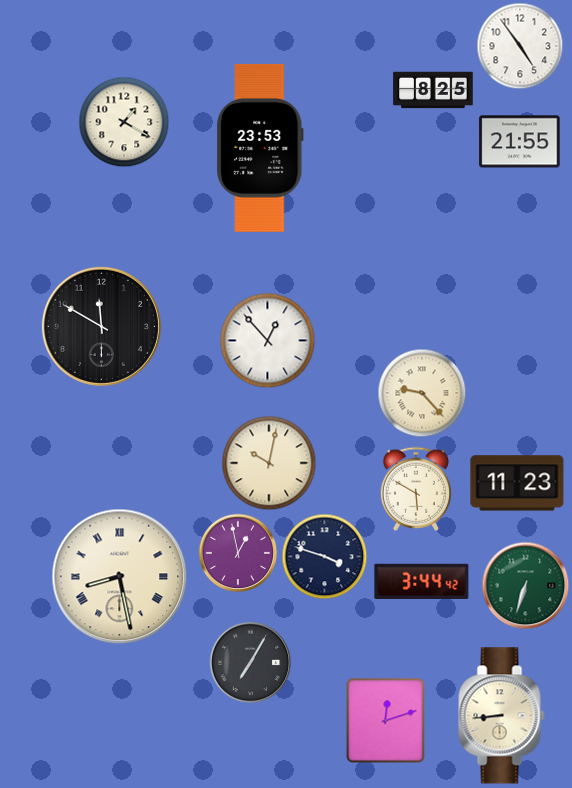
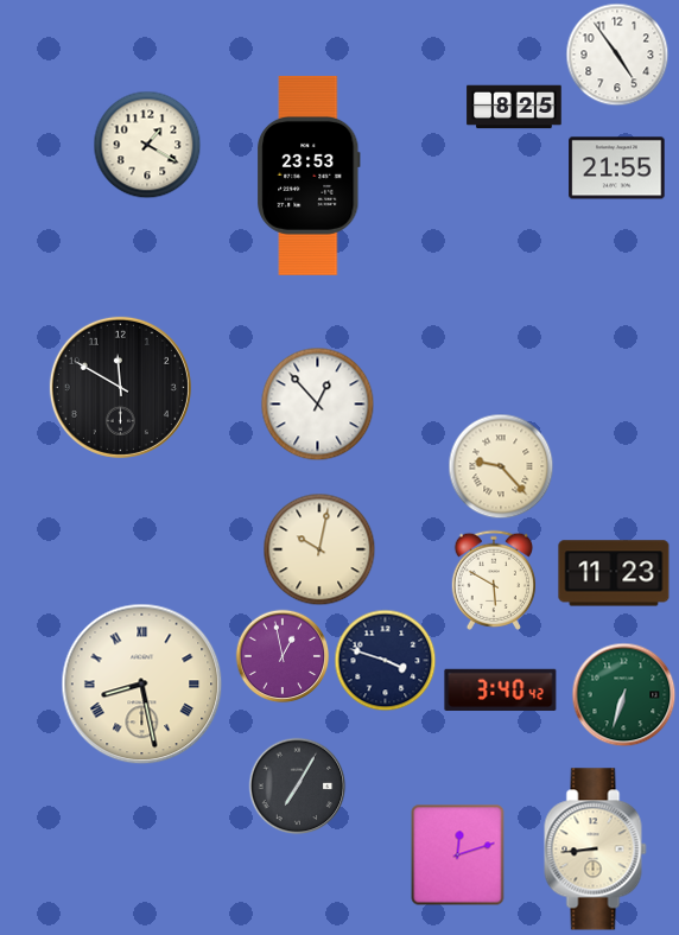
clock at (422, 581): 3:44 -> 3:40
